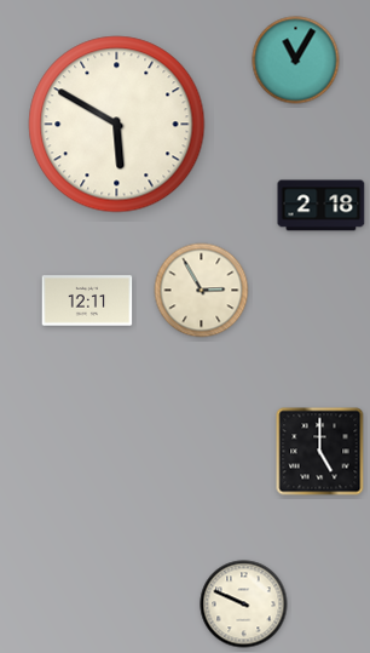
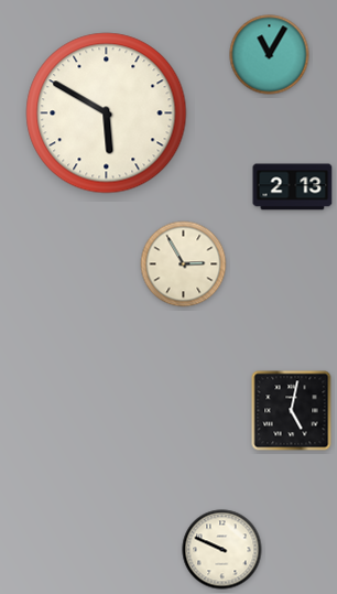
clock at (322, 206): 2:18 -> 2:13
clock at (87, 300): 12:11 -> none
clock at (320, 452): 5:00 -> 5:02
